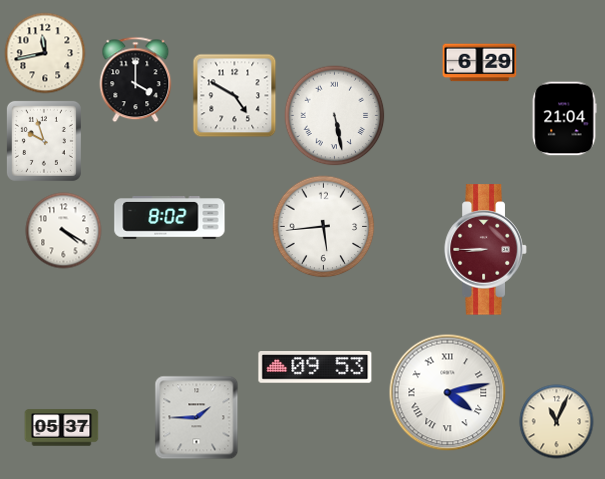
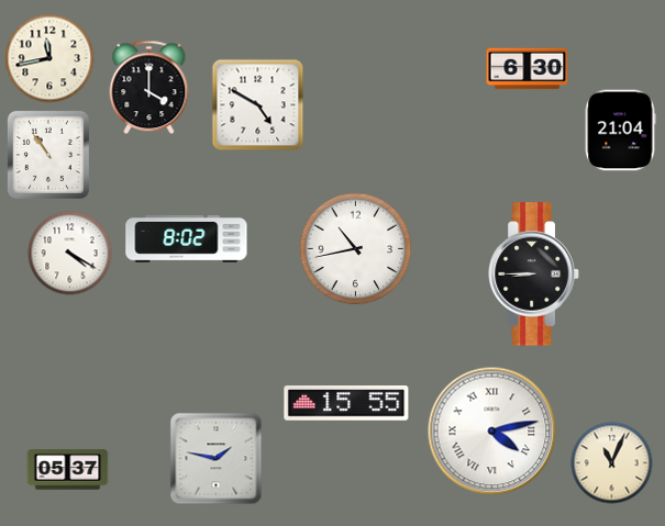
clock at (480, 63): 6:29 -> 6:30
clock at (335, 116): 5:28 -> none
clock at (44, 141): 9:57 -> 10:54
clock at (324, 227): 5:44 -> 10:43
clock at (486, 250) dial: burgundy -> black
clock at (315, 367): 09:53 -> 15:55
clock at (197, 418): 1:45 -> 1:47
